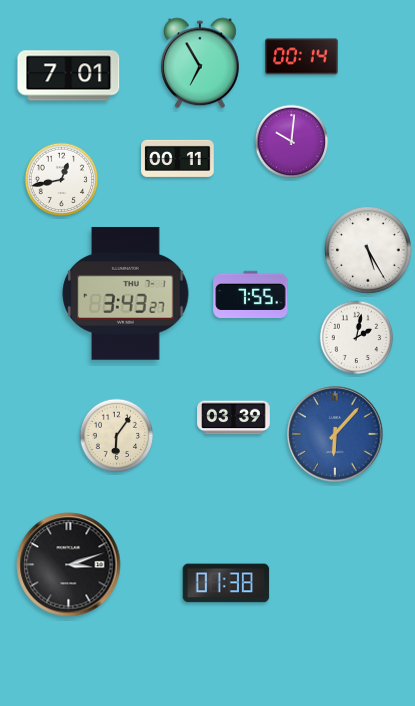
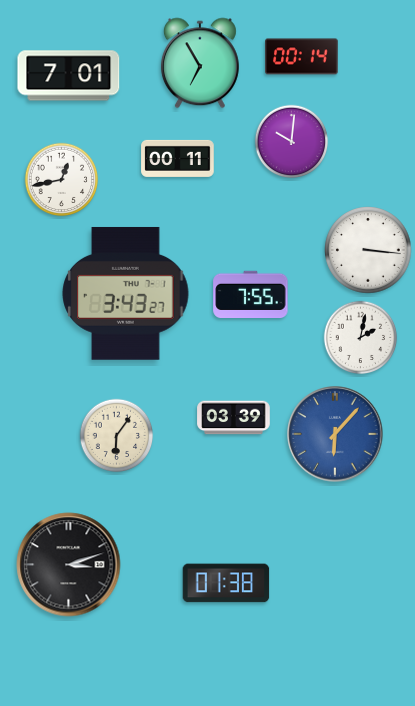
clock at (368, 250): 5:25 -> 3:16
clock at (357, 338) position: (357, 338) -> (361, 338)
